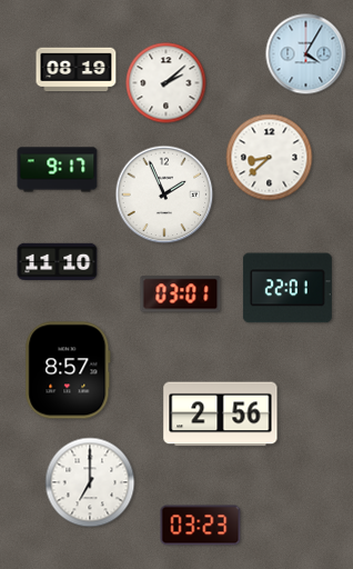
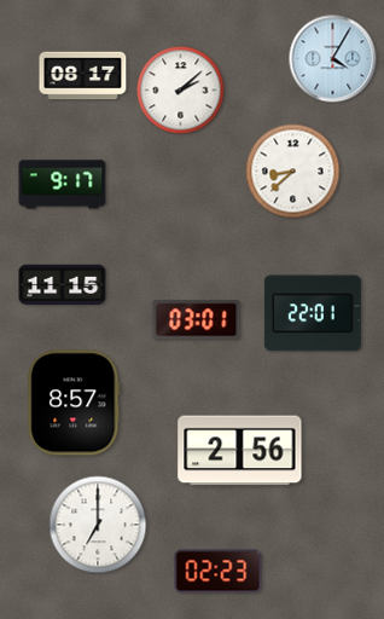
clock at (77, 70): 08:19 -> 08:17
clock at (164, 194): 1:56 -> none
clock at (58, 262): 11:10 -> 11:15
clock at (201, 526): 03:23 -> 02:23
